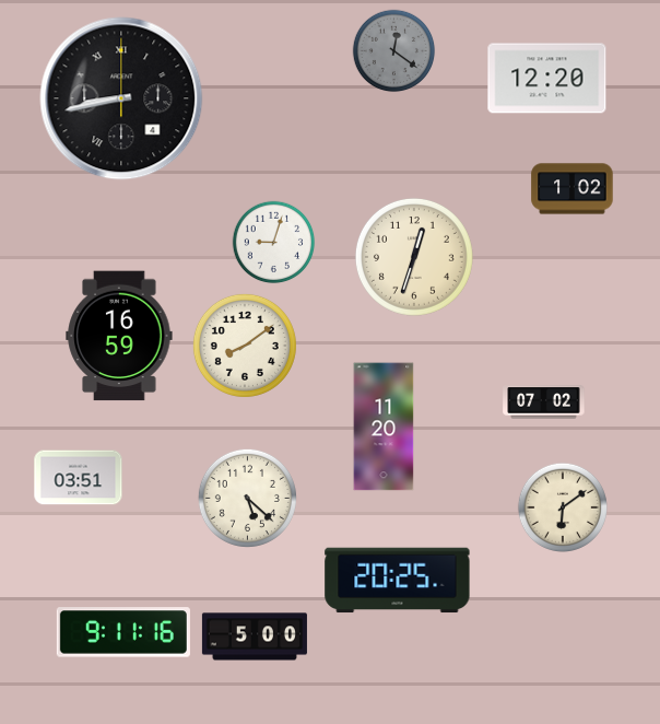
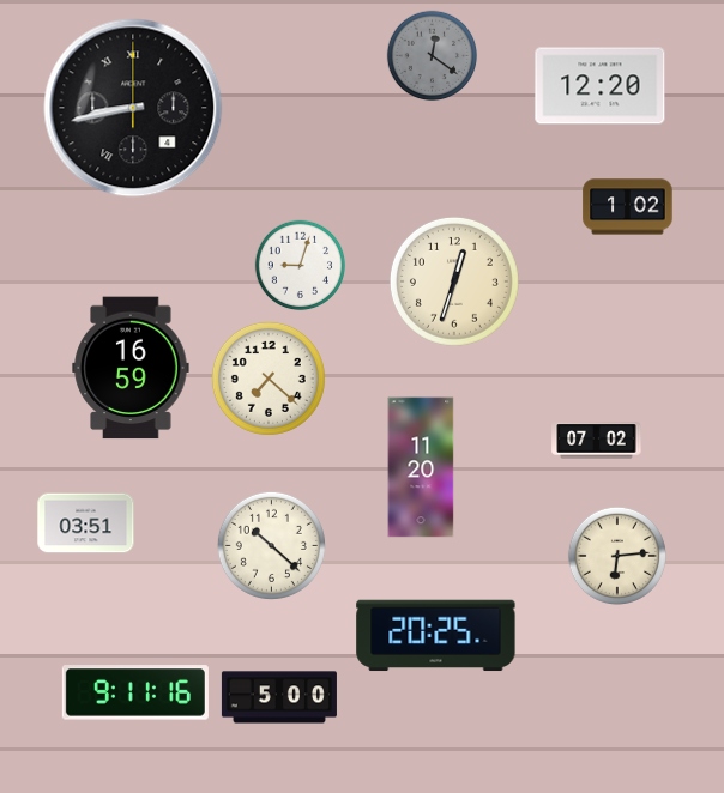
clock at (245, 346): 8:09 -> 7:22
clock at (247, 498): 5:22 -> 10:22
clock at (562, 506): 6:09 -> 6:14
